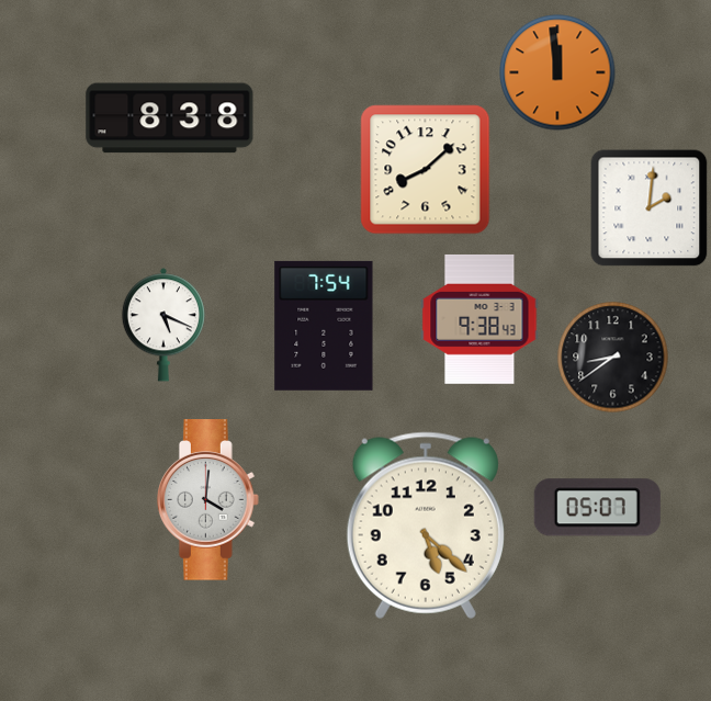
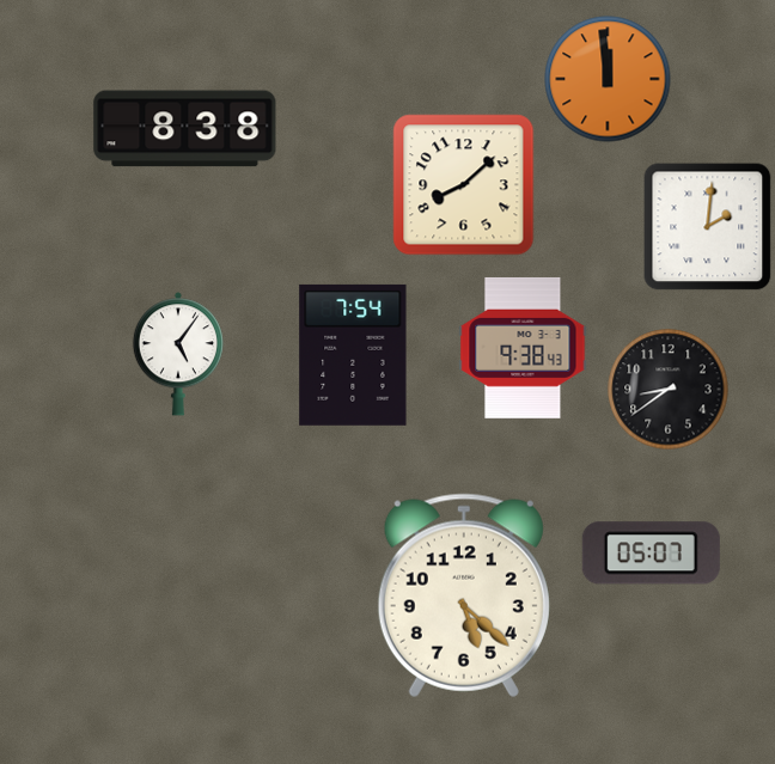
clock at (163, 325): 5:19 -> 5:06
clock at (207, 500): 4:01 -> none
clock at (426, 525) position: (426, 525) -> (464, 595)
